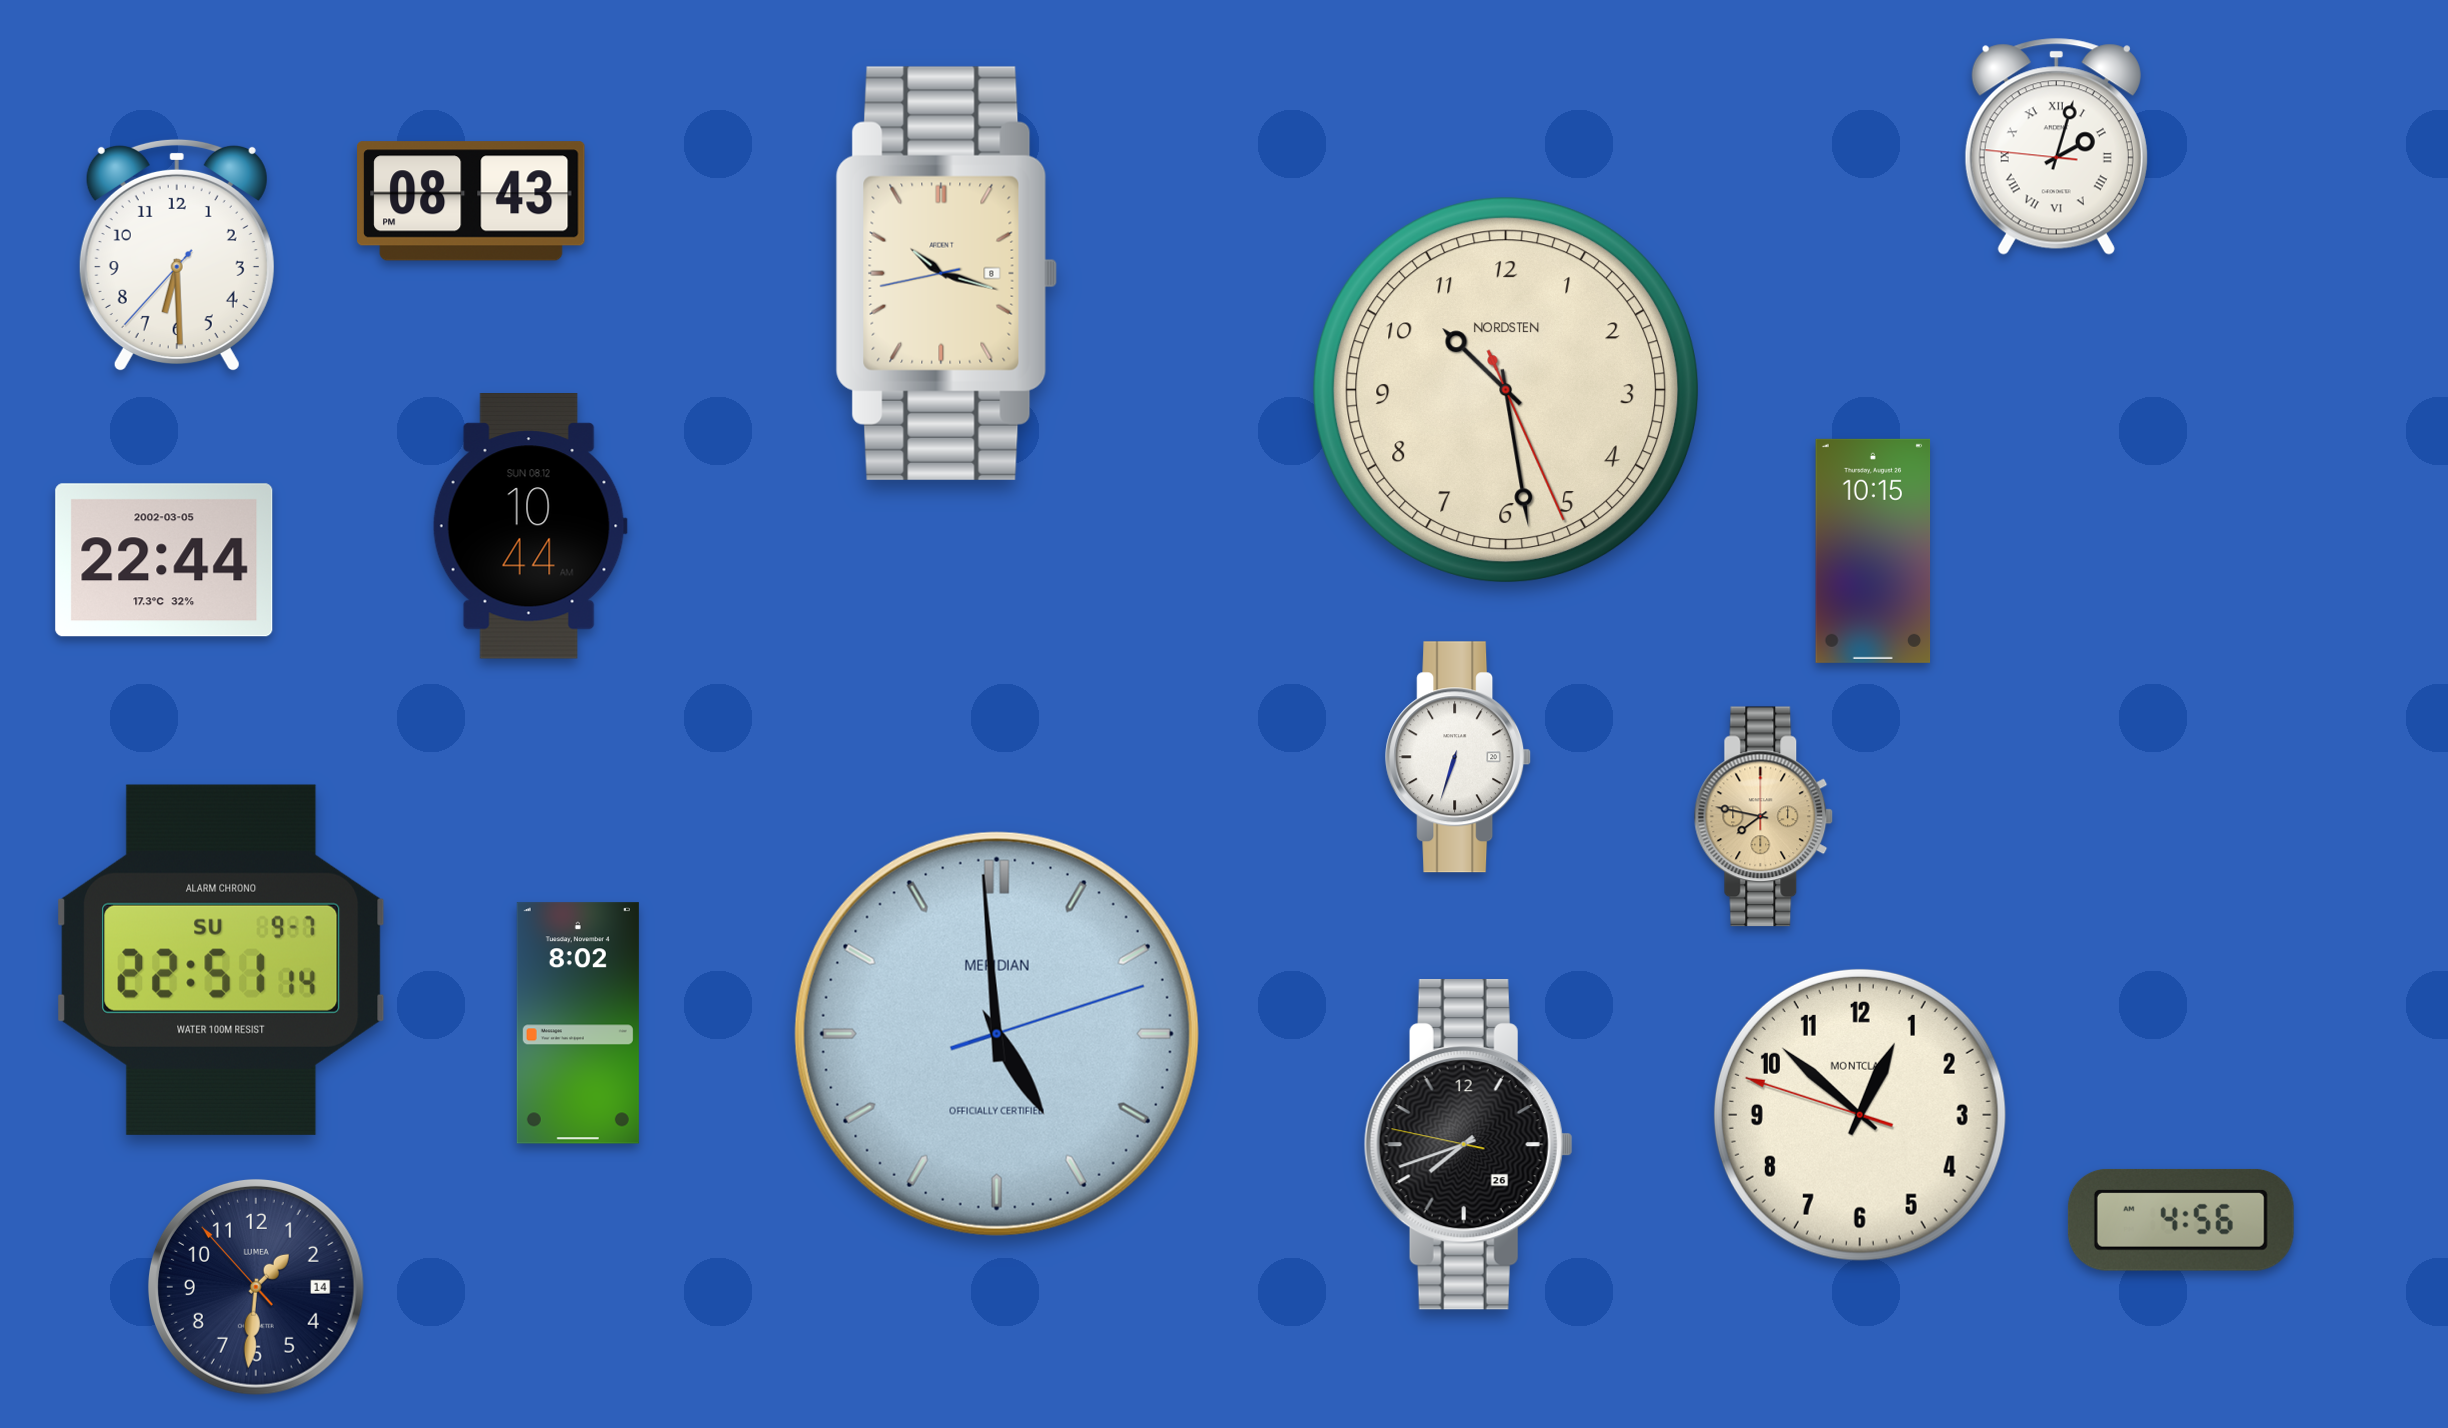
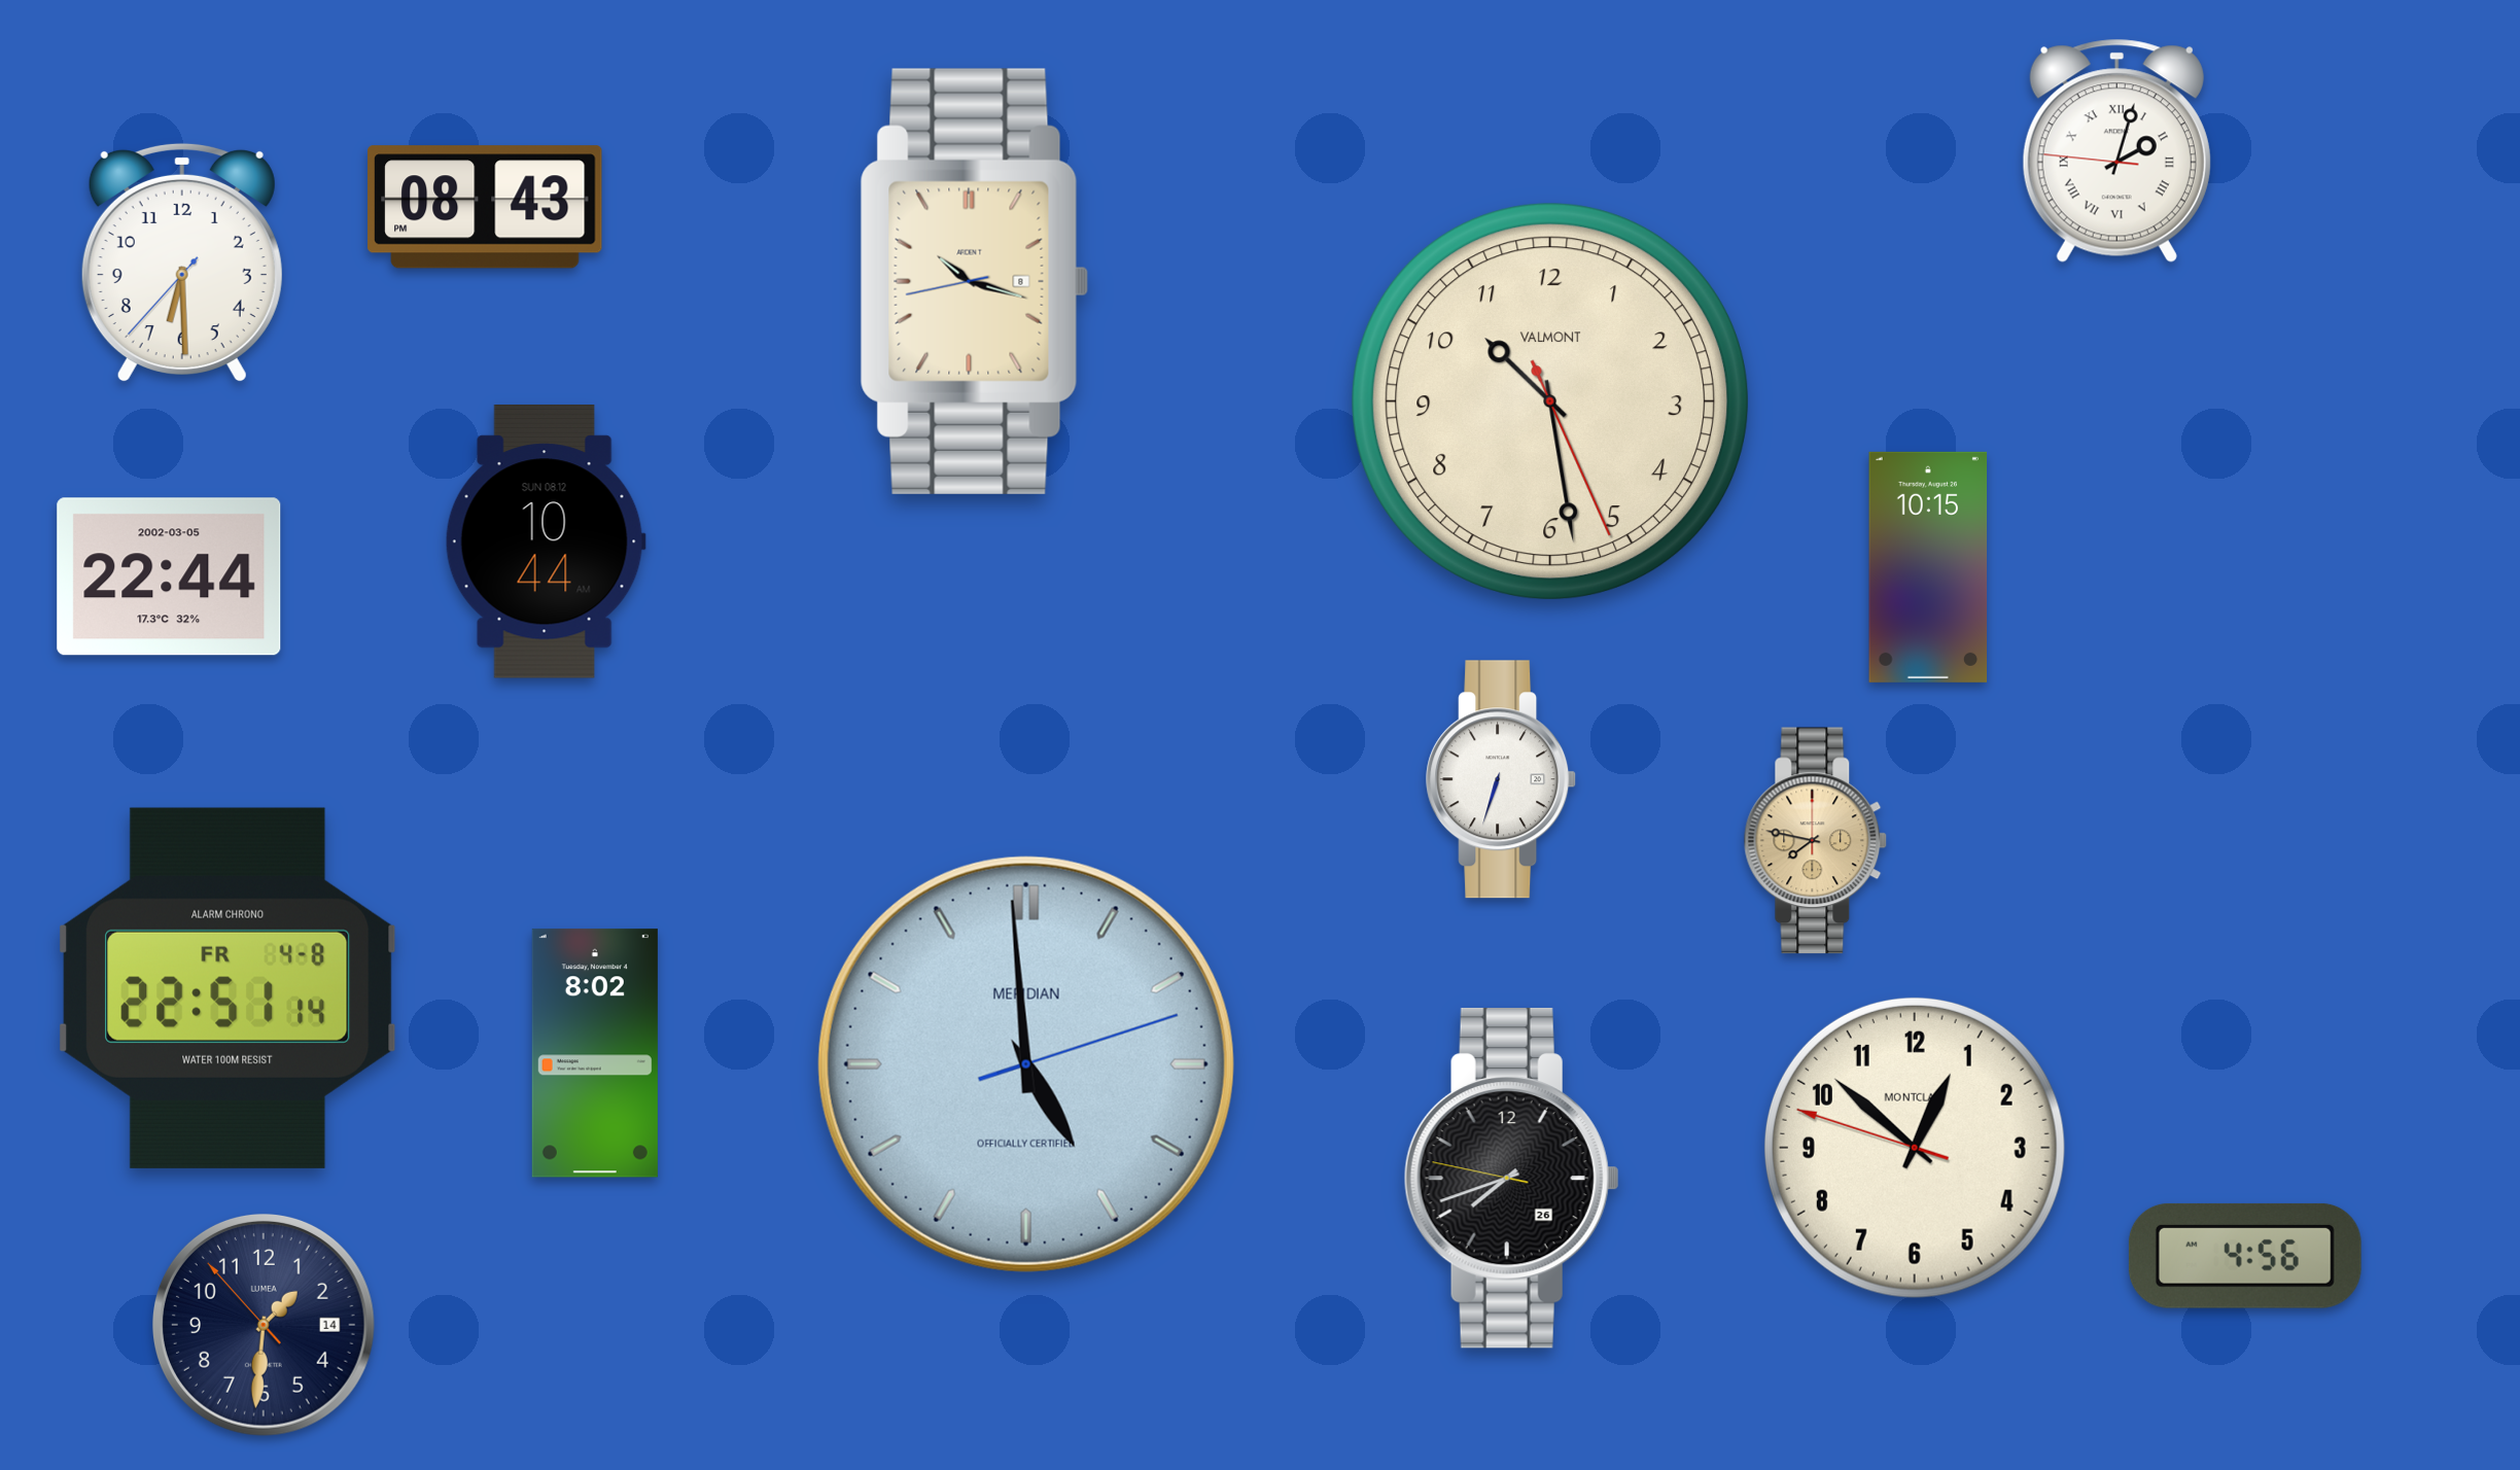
clock at (1505, 389) brand: NORDSTEN -> VALMONT
clock at (221, 960) date: SU 9-7 -> FR 4-8
